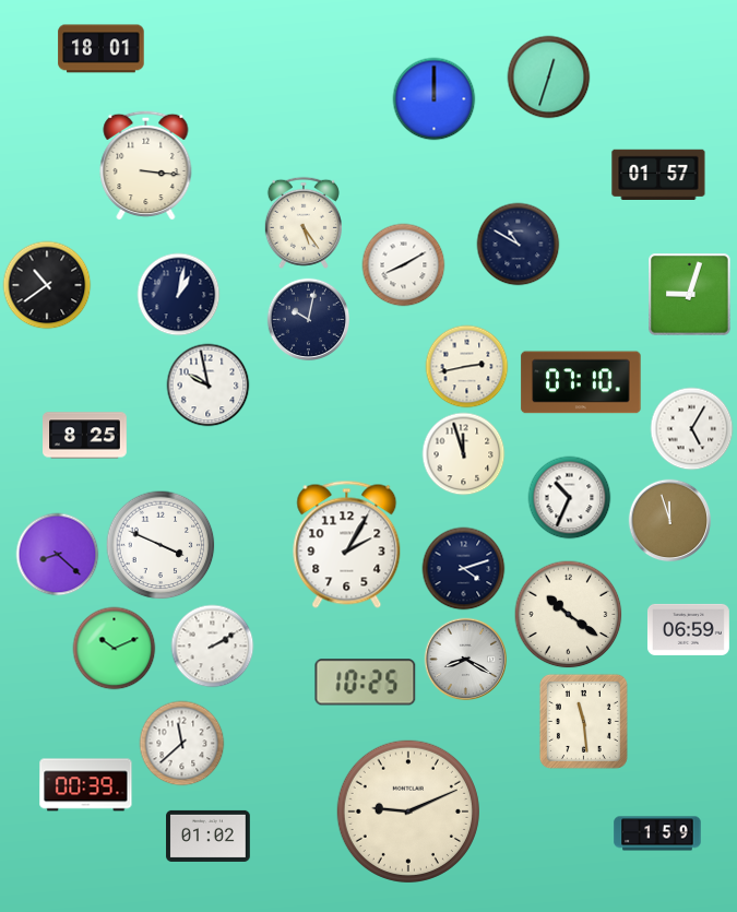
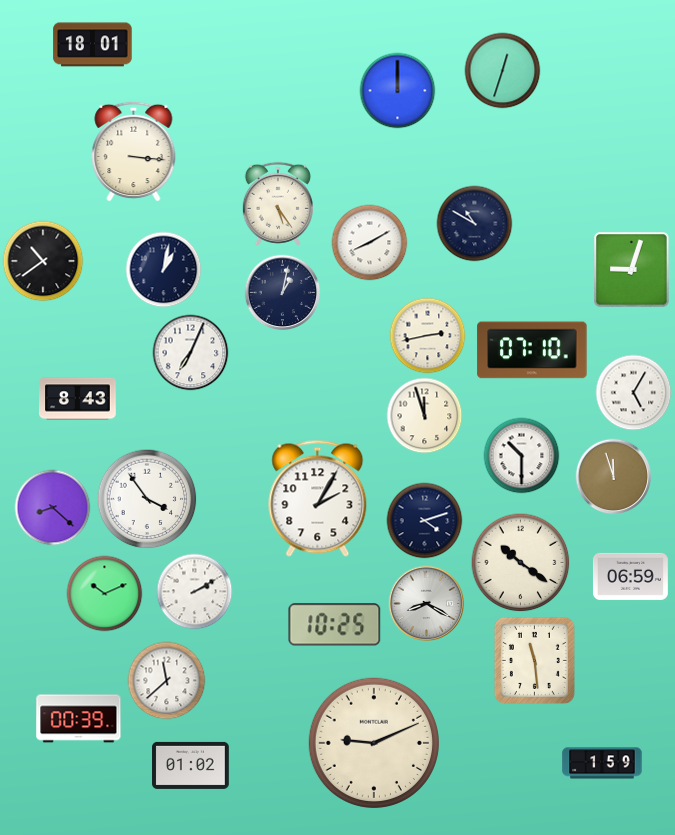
clock at (658, 175): 01:57 -> none
clock at (309, 320): 10:02 -> 1:02
clock at (209, 386): 9:58 -> 7:04
clock at (85, 436): 8:25 -> 8:43
clock at (570, 498): 10:34 -> 10:30
clock at (161, 545): 3:49 -> 3:54
